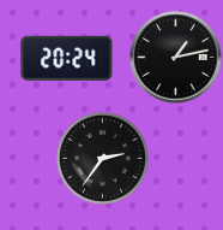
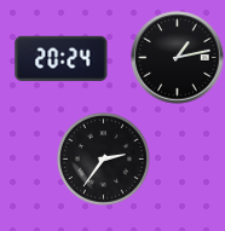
clock at (67, 58) position: (67, 58) -> (62, 58)
